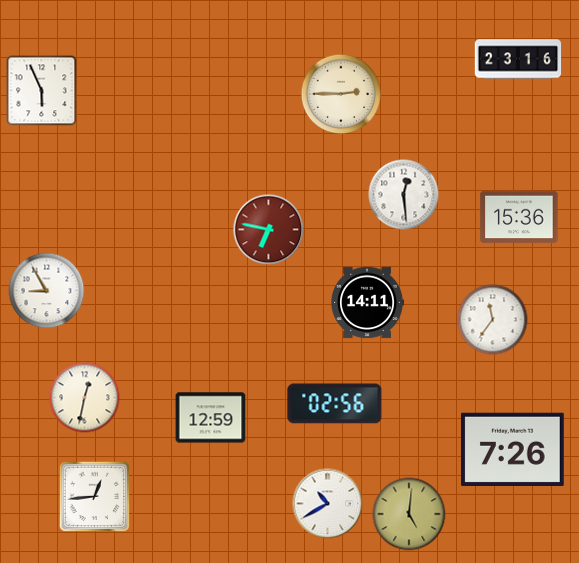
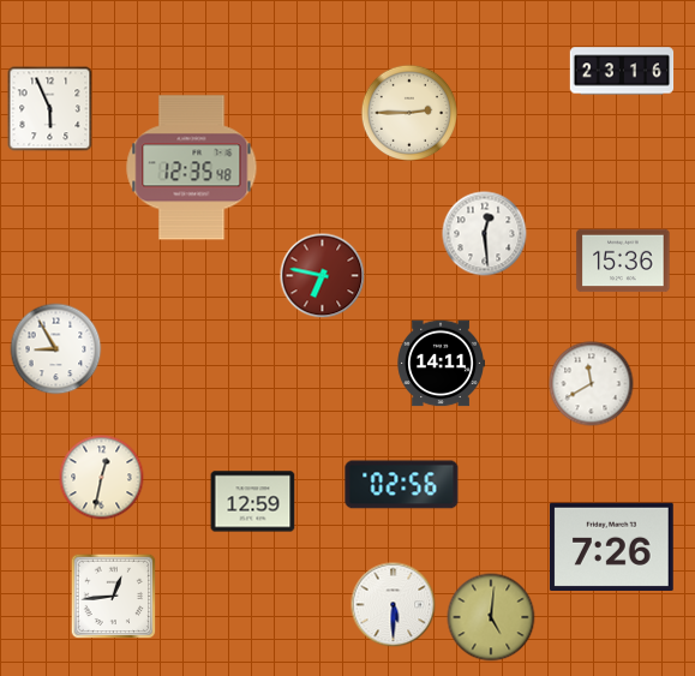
clock at (192, 168): none -> 12:35
clock at (493, 320): 11:36 -> 11:40
clock at (513, 449) position: (513, 449) -> (612, 546)
clock at (328, 504): 10:40 -> 5:30
